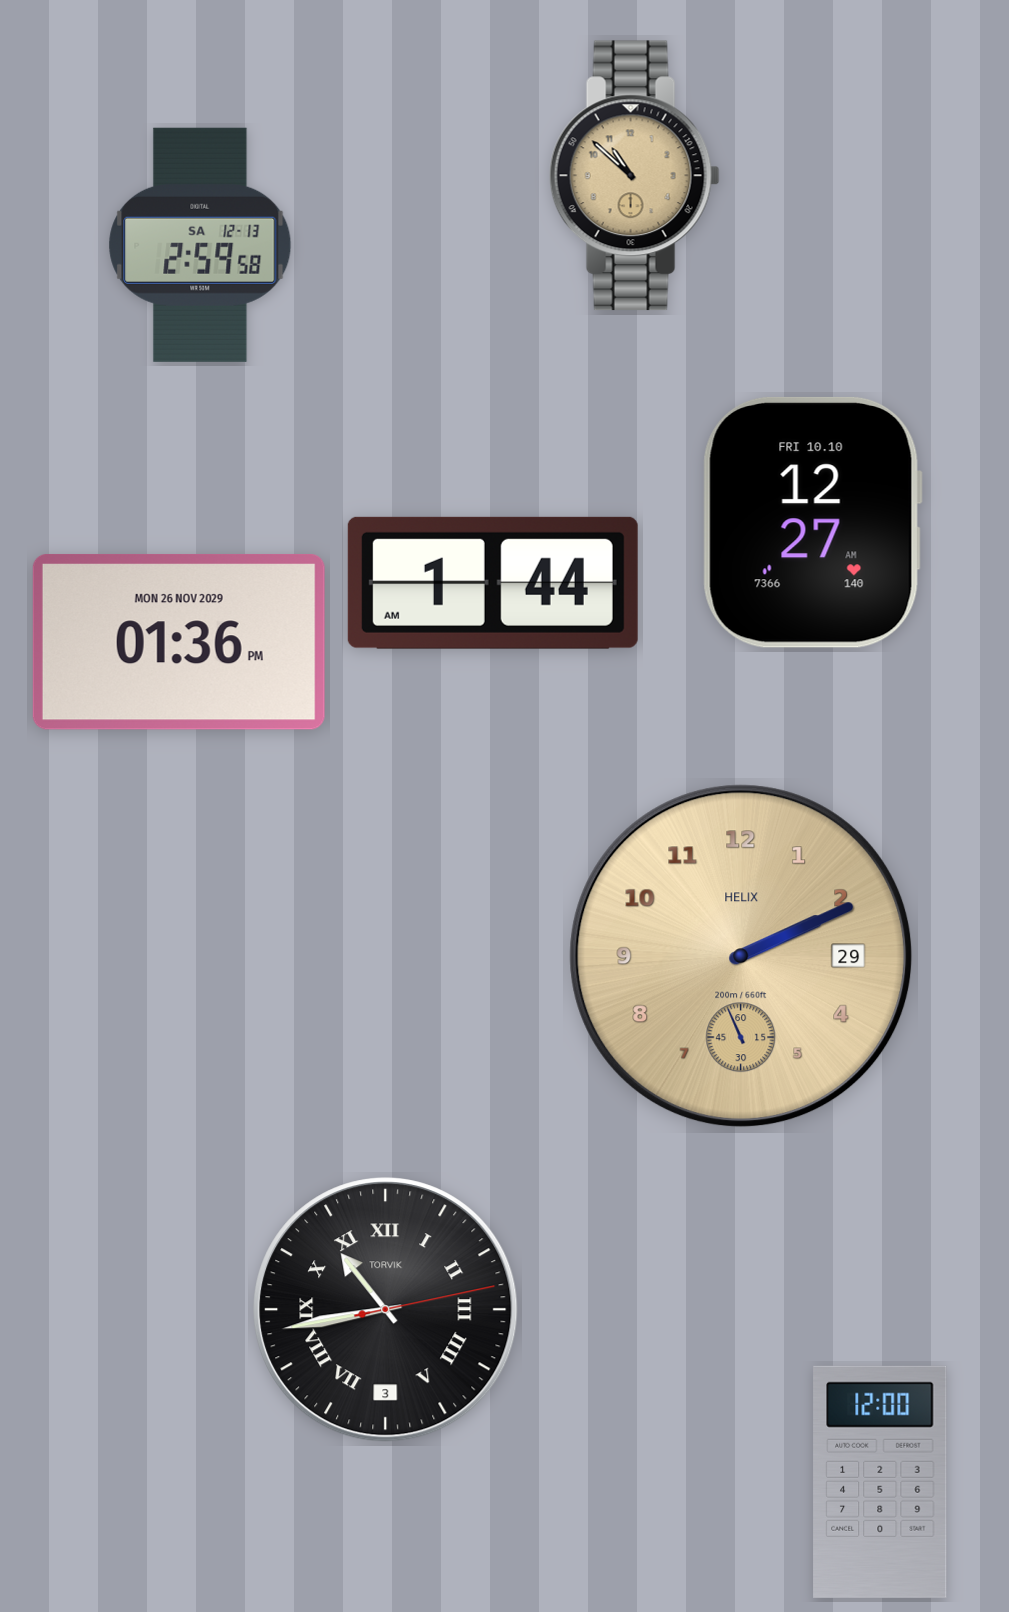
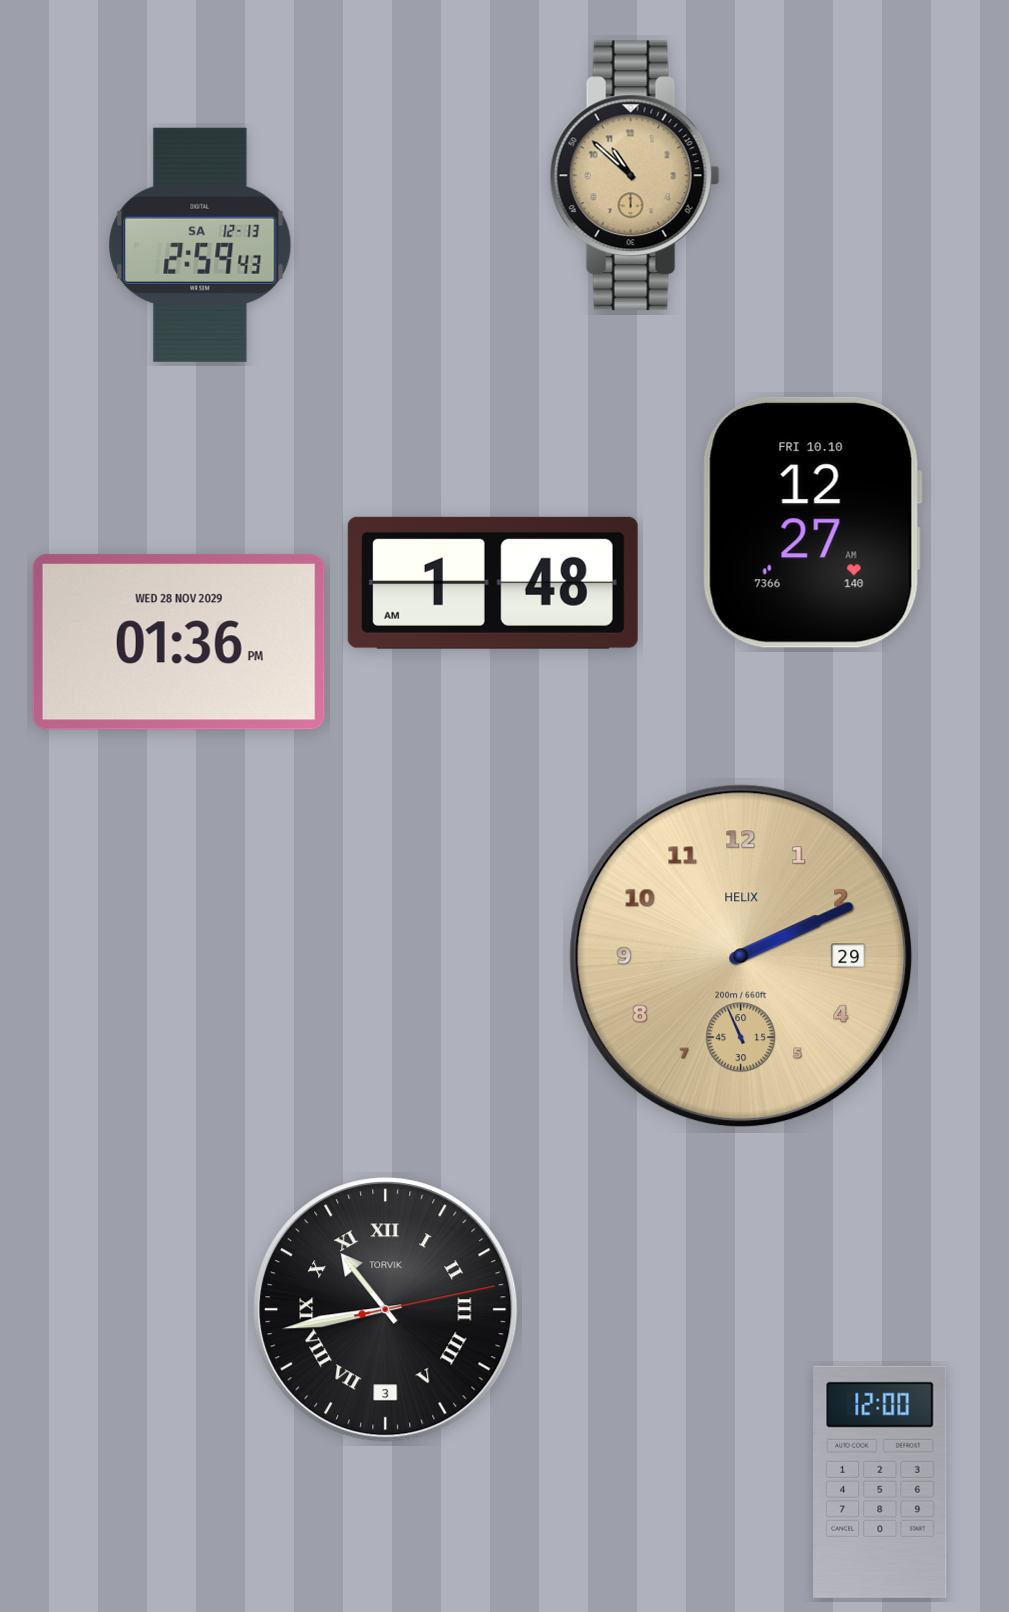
clock at (200, 245): 2:59:58 -> 2:59:43
clock at (493, 583): 1:44 -> 1:48
clock at (179, 642) date: MON 26 NOV 2029 -> WED 28 NOV 2029
